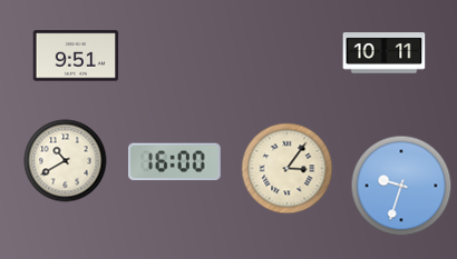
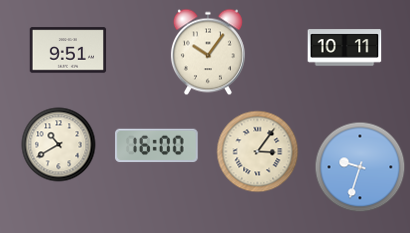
clock at (208, 52): none -> 10:06
